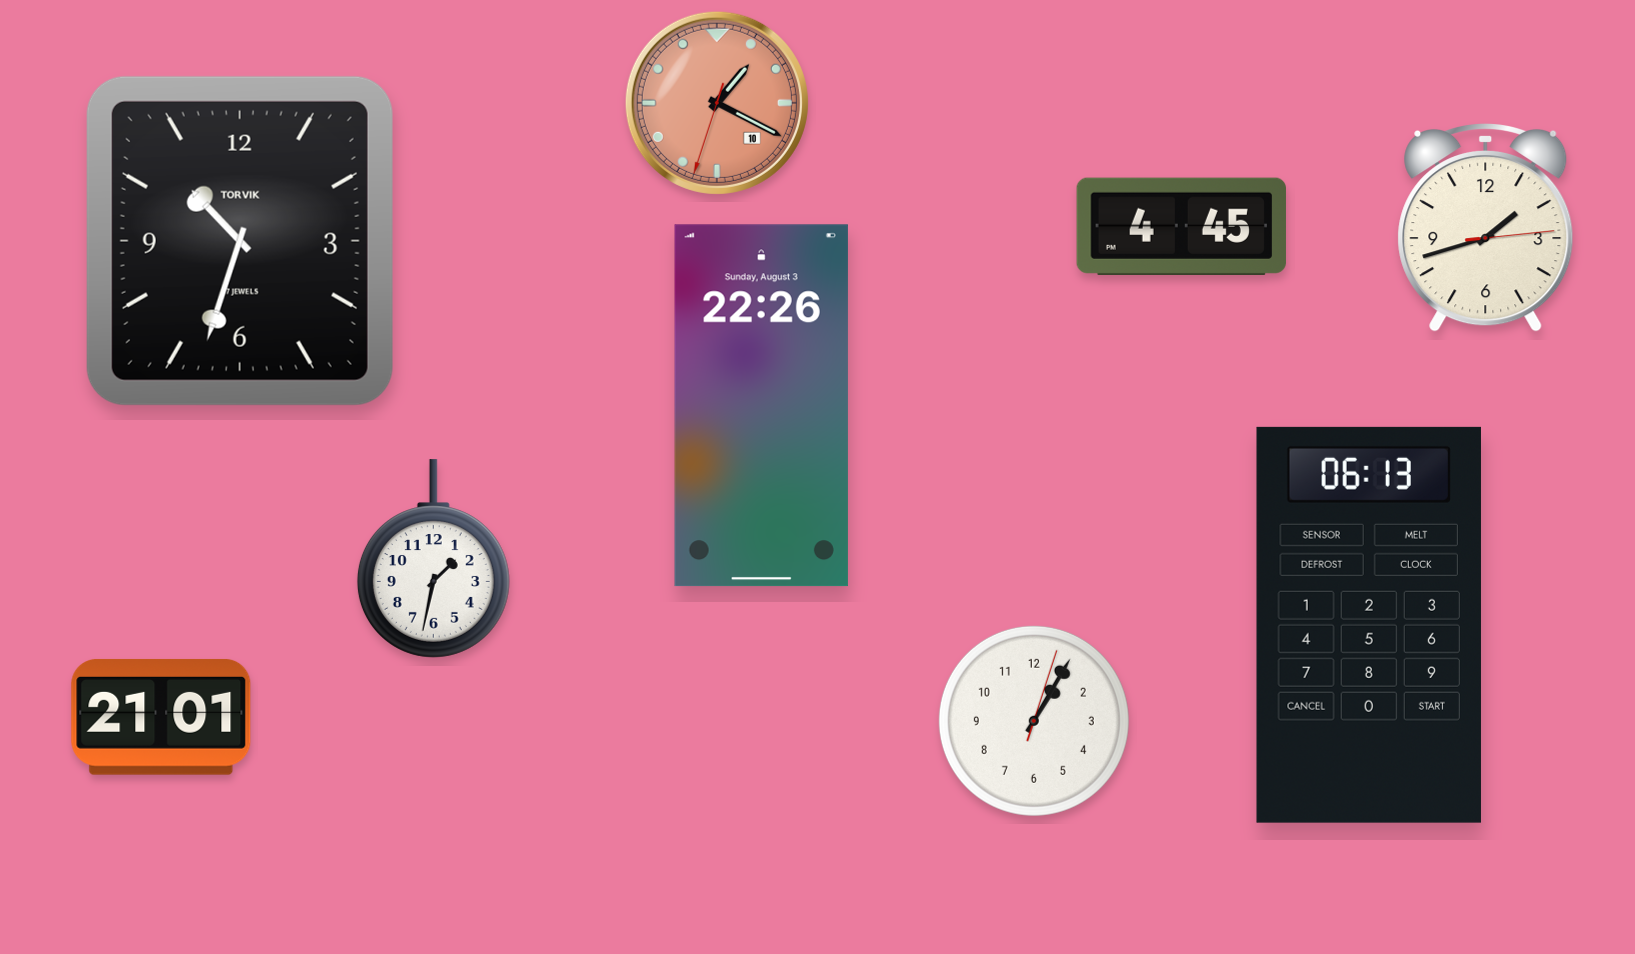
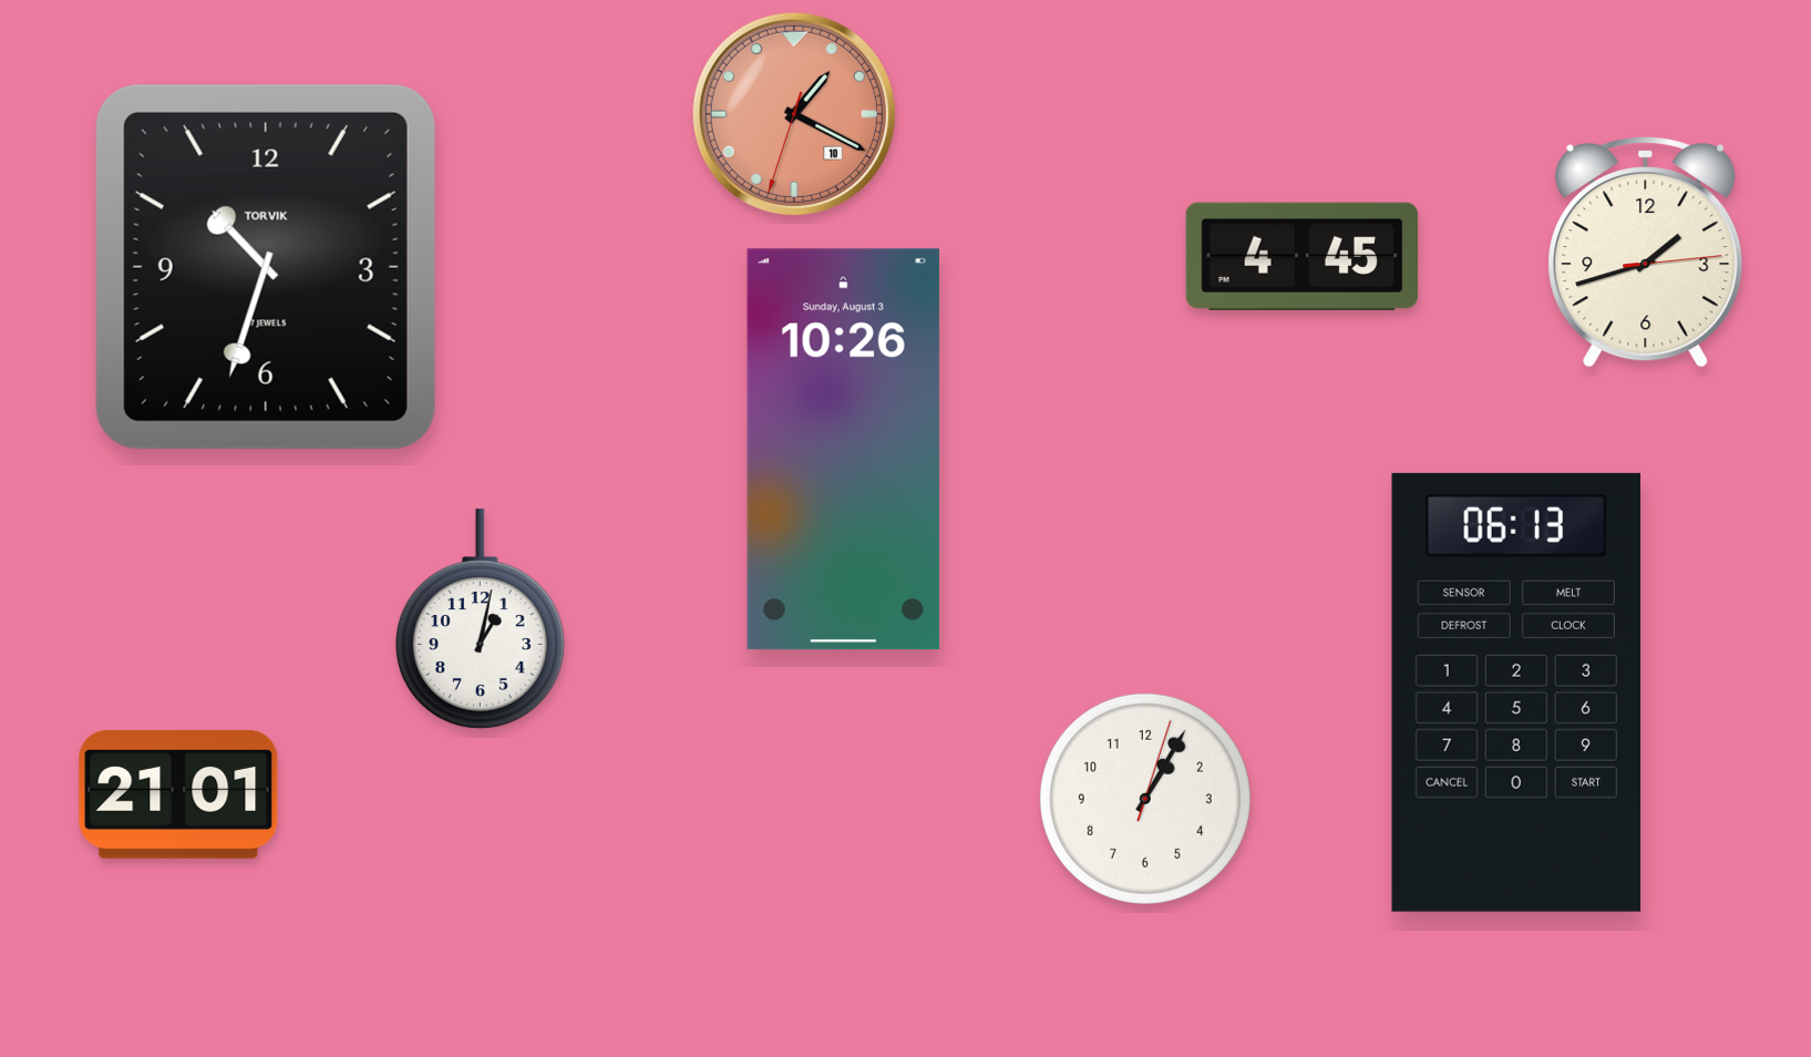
clock at (1181, 226) position: (1181, 226) -> (1301, 256)
clock at (761, 406): 22:26 -> 10:26
clock at (433, 559): 1:32 -> 1:02
